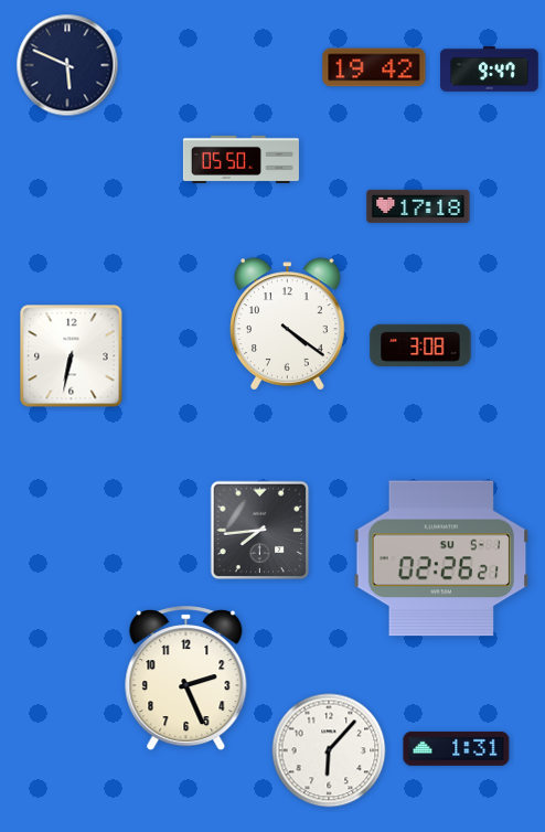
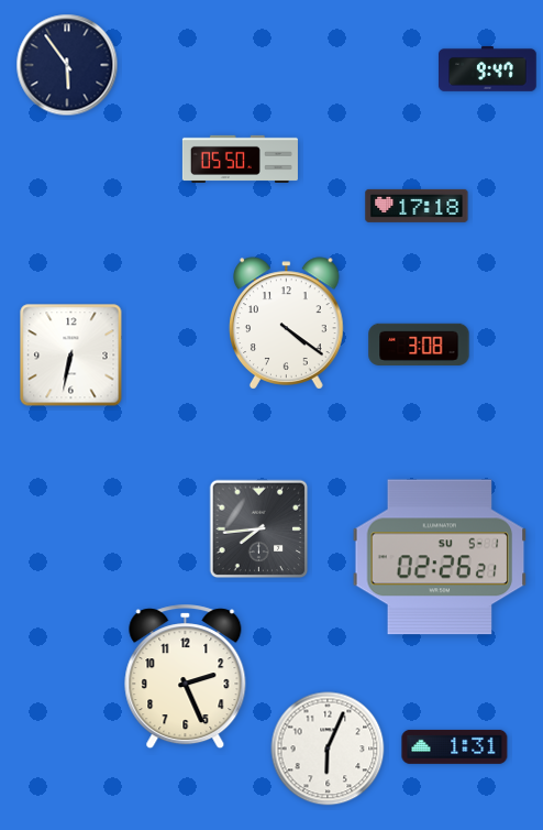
clock at (67, 65): 5:49 -> 5:54
clock at (374, 67): 19:42 -> none
clock at (329, 750): 6:07 -> 6:04
